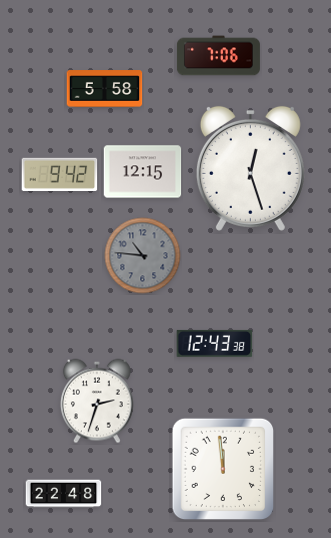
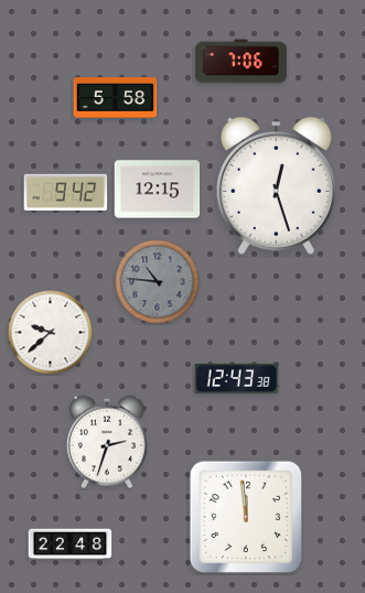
clock at (51, 333): none -> 9:38
